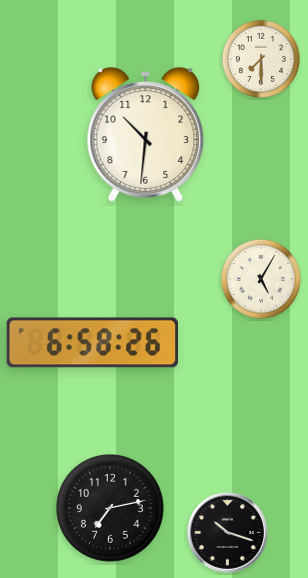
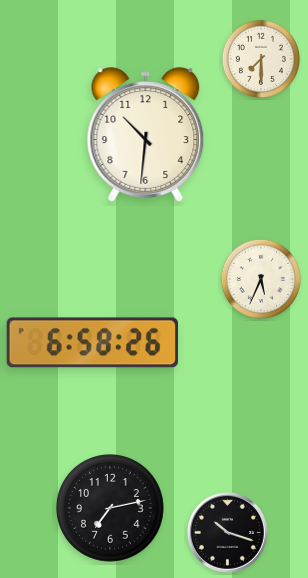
clock at (261, 279): 5:05 -> 5:34
